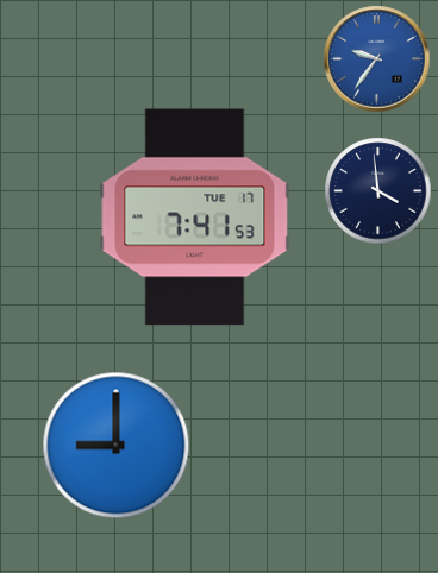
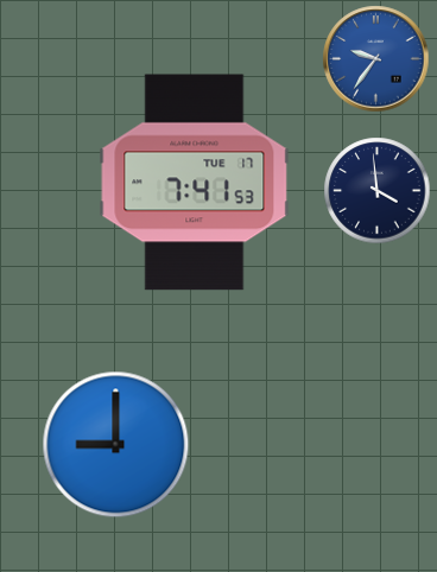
clock at (195, 218) position: (195, 218) -> (195, 183)
